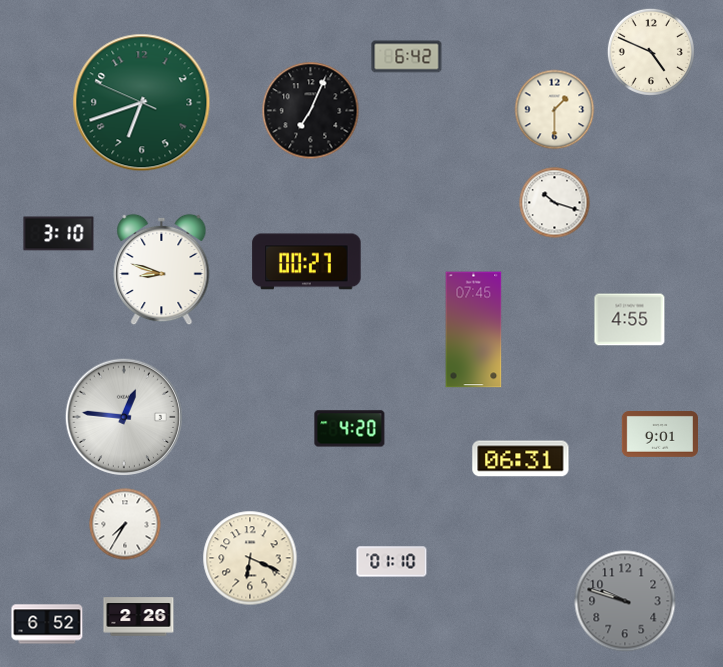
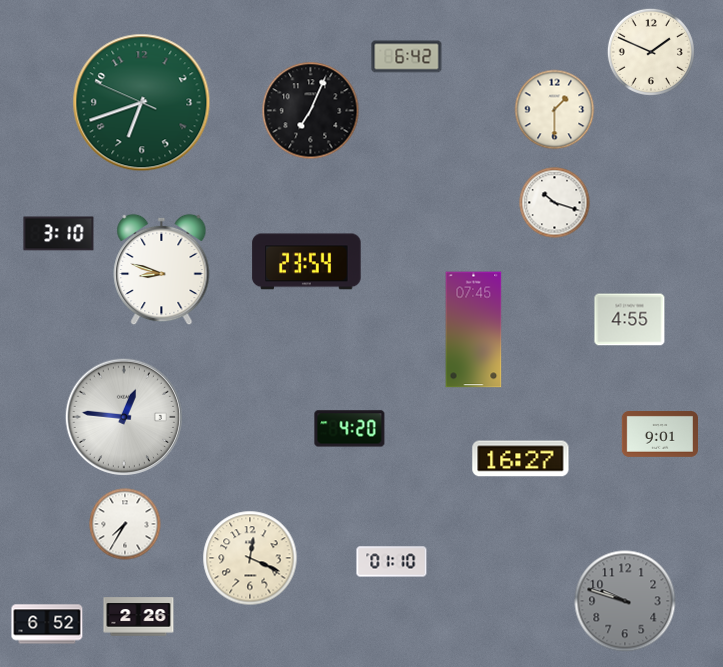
clock at (651, 52): 4:49 -> 1:49
clock at (307, 262): 00:27 -> 23:54
clock at (521, 459): 06:31 -> 16:27
clock at (250, 558): 6:19 -> 12:19
